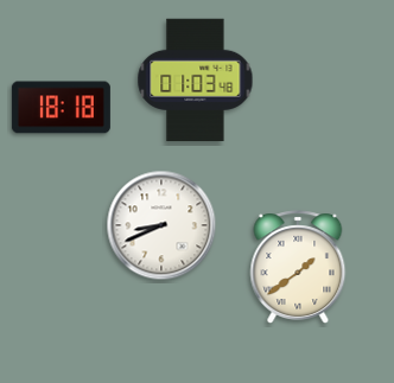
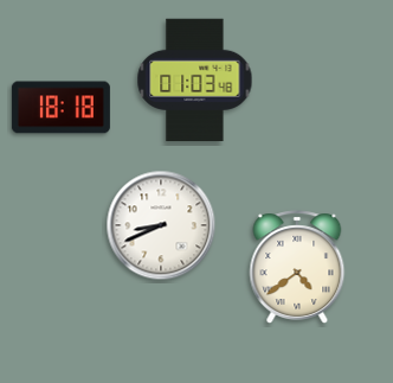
clock at (298, 267): 1:39 -> 4:39
